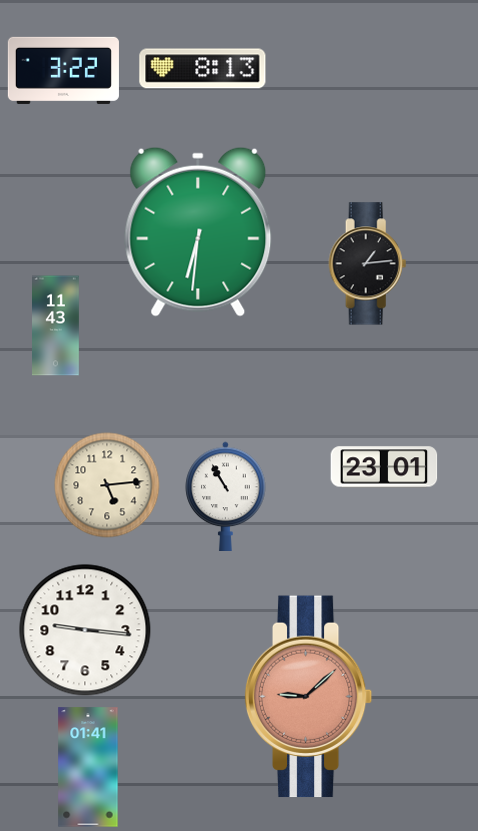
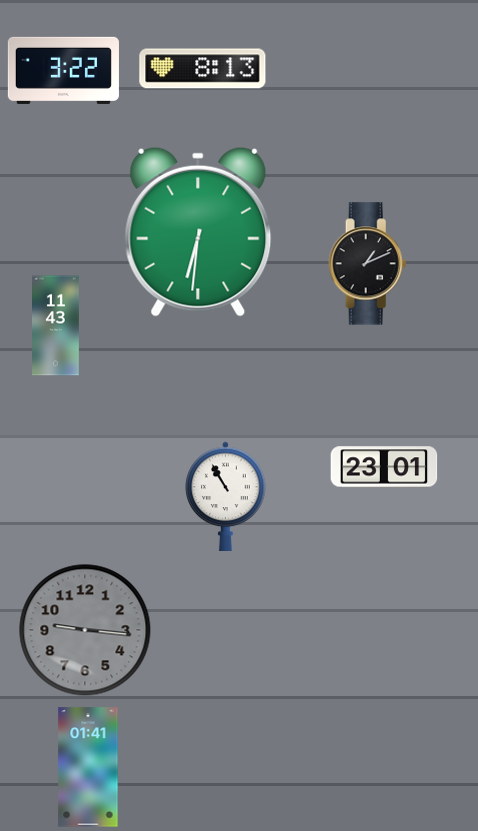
clock at (368, 264): 1:14 -> 1:11
clock at (107, 485): 5:14 -> none
clock at (85, 630) dial: white -> grey
clock at (309, 697): 9:08 -> none
